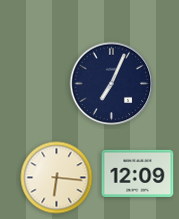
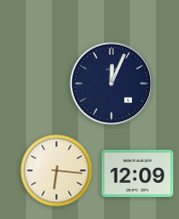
clock at (112, 84): 7:04 -> 12:04
clock at (57, 178) position: (57, 178) -> (57, 171)
